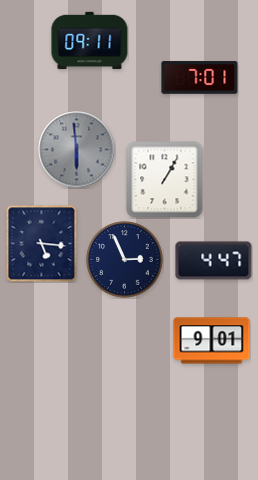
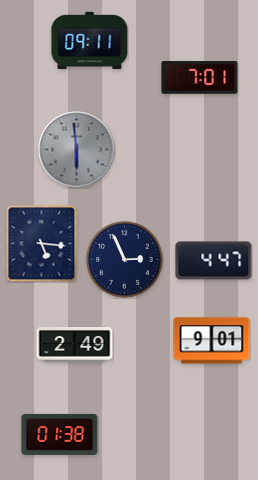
clock at (165, 180): 1:05 -> none
clock at (75, 345): none -> 2:49
clock at (60, 434): none -> 01:38
